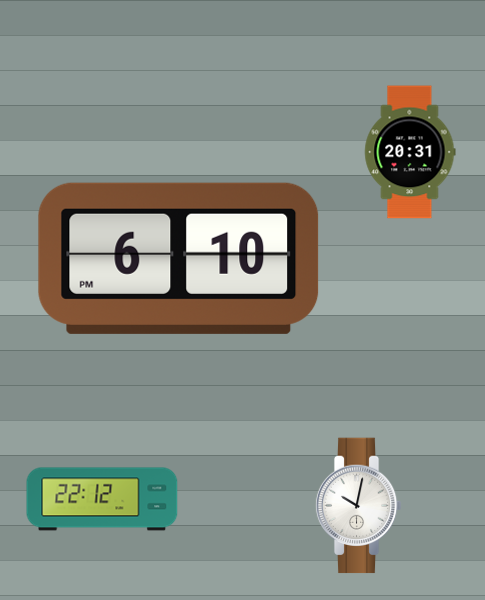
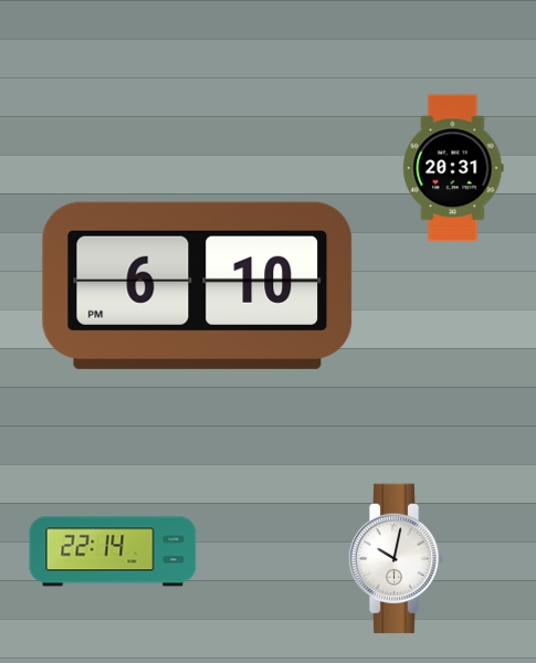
clock at (102, 499): 22:12 -> 22:14
